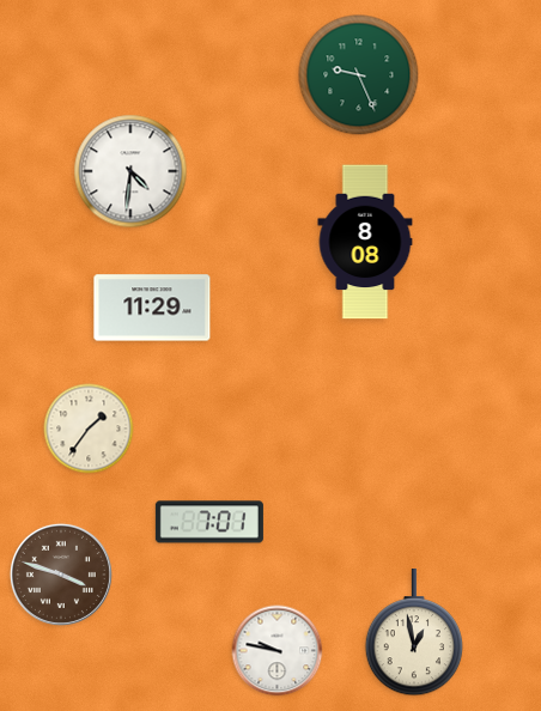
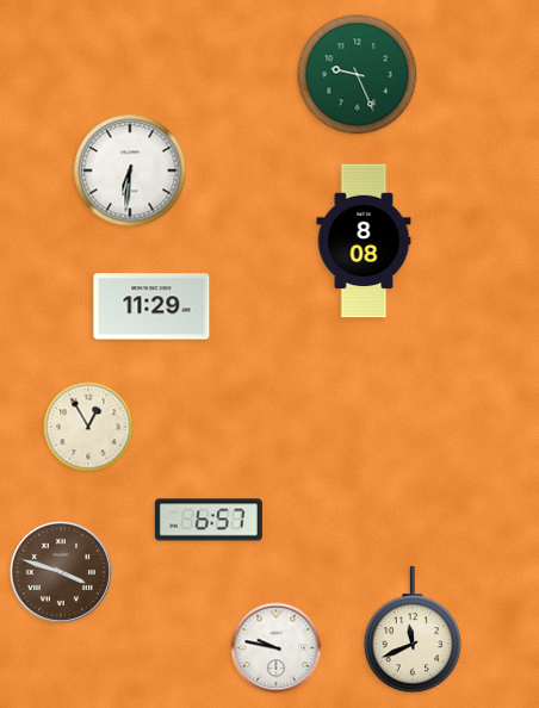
clock at (130, 171): 4:31 -> 6:31
clock at (89, 429): 1:36 -> 12:55
clock at (209, 522): 7:01 -> 6:57
clock at (414, 633): 12:58 -> 11:41
